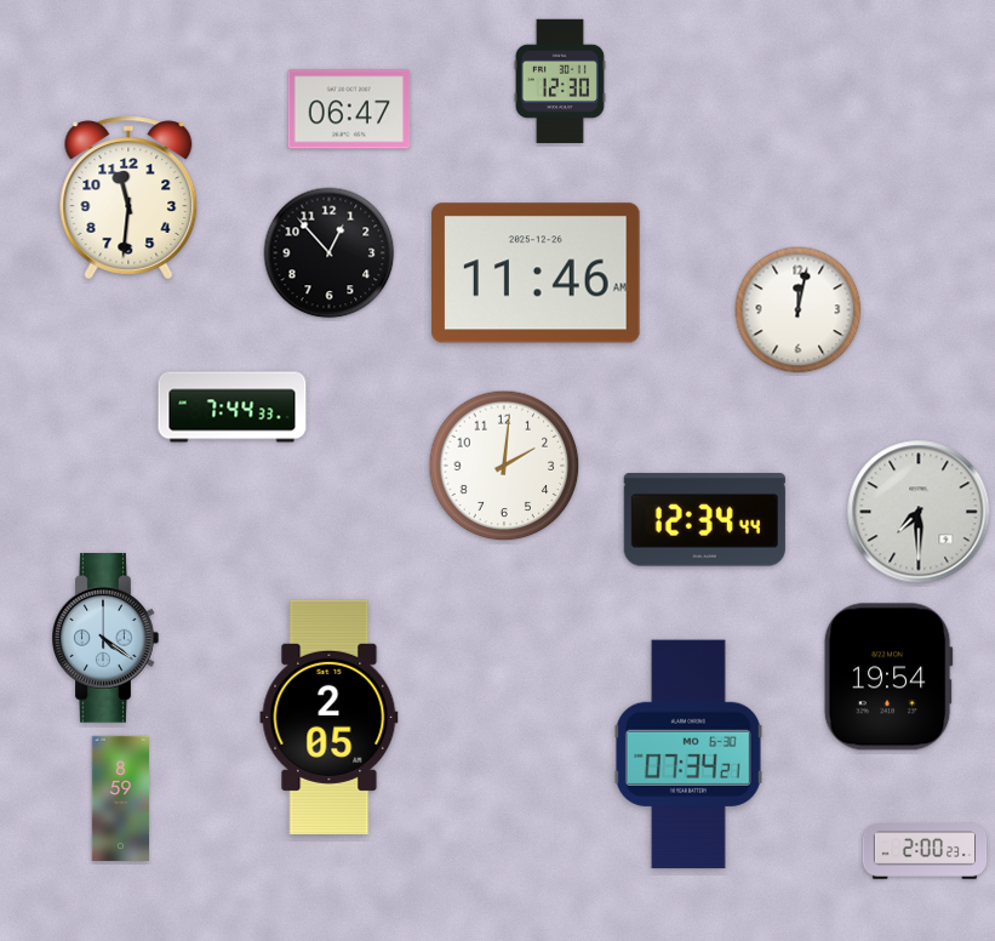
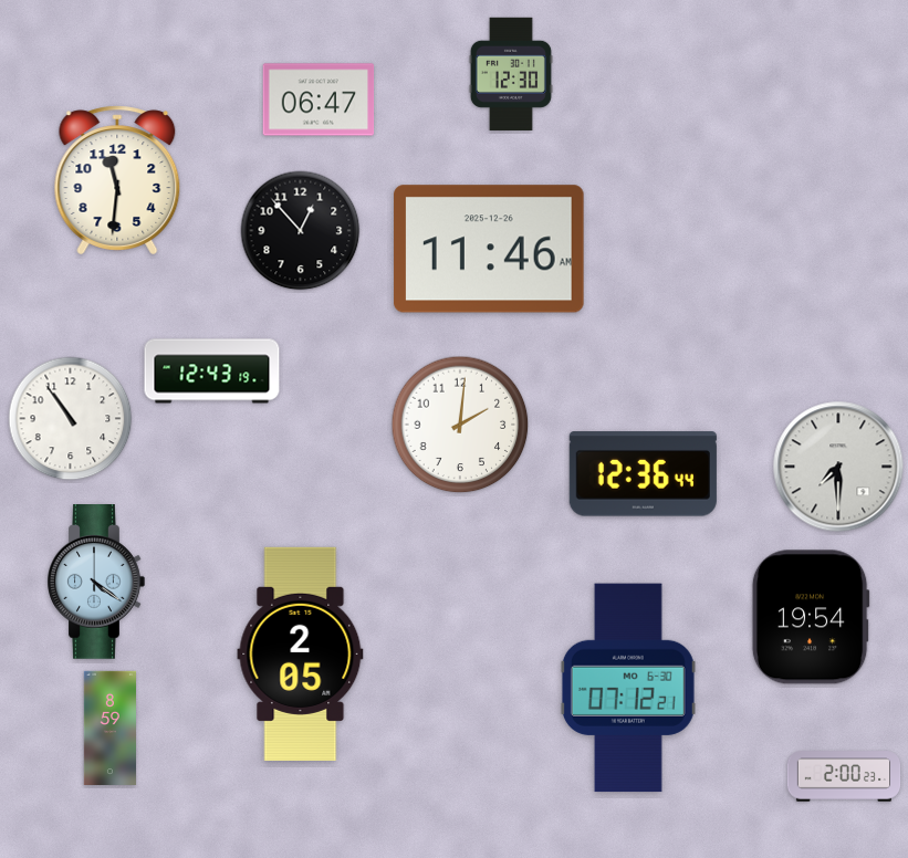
clock at (799, 310): 12:02 -> none
clock at (233, 407): 7:44 -> 12:43
clock at (71, 419): none -> 10:54
clock at (704, 520): 12:34 -> 12:36
clock at (688, 754): 07:34 -> 07:12
